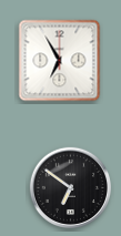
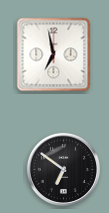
clock at (60, 61): 6:55 -> 6:58
